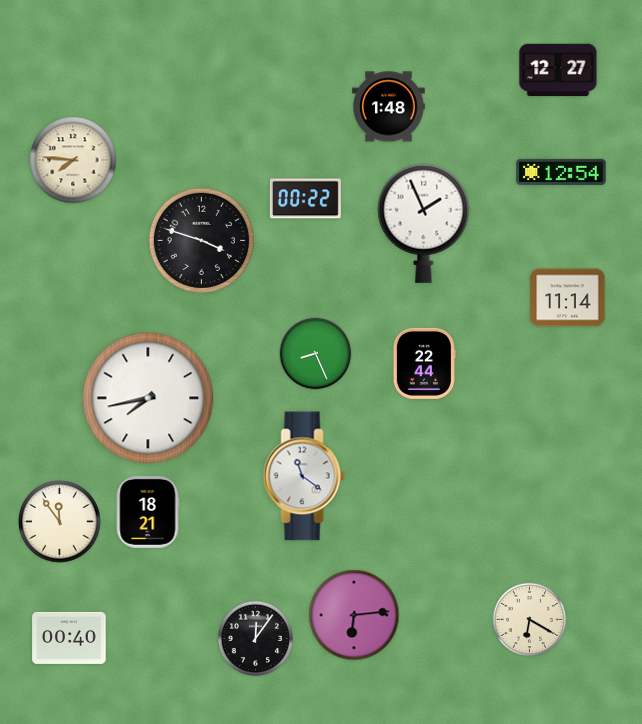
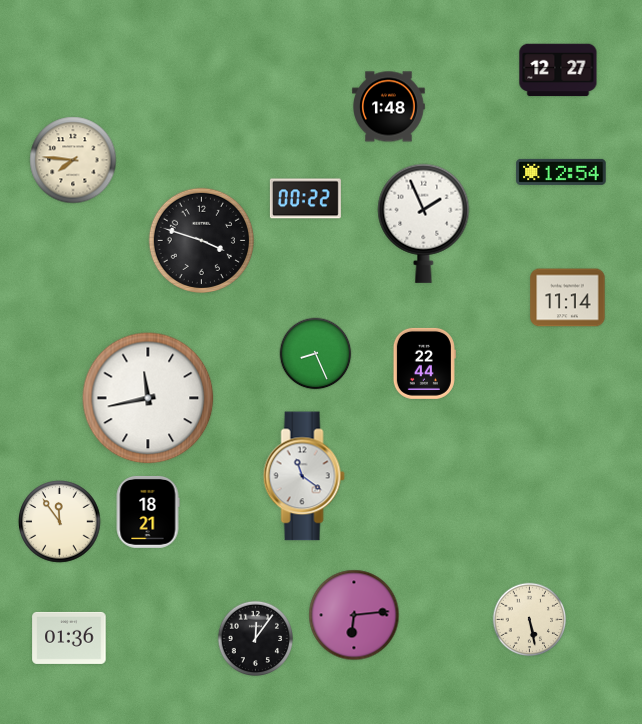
clock at (148, 398): 7:43 -> 11:43
clock at (530, 620): 6:20 -> 5:28
clock at (69, 638): 00:40 -> 01:36
